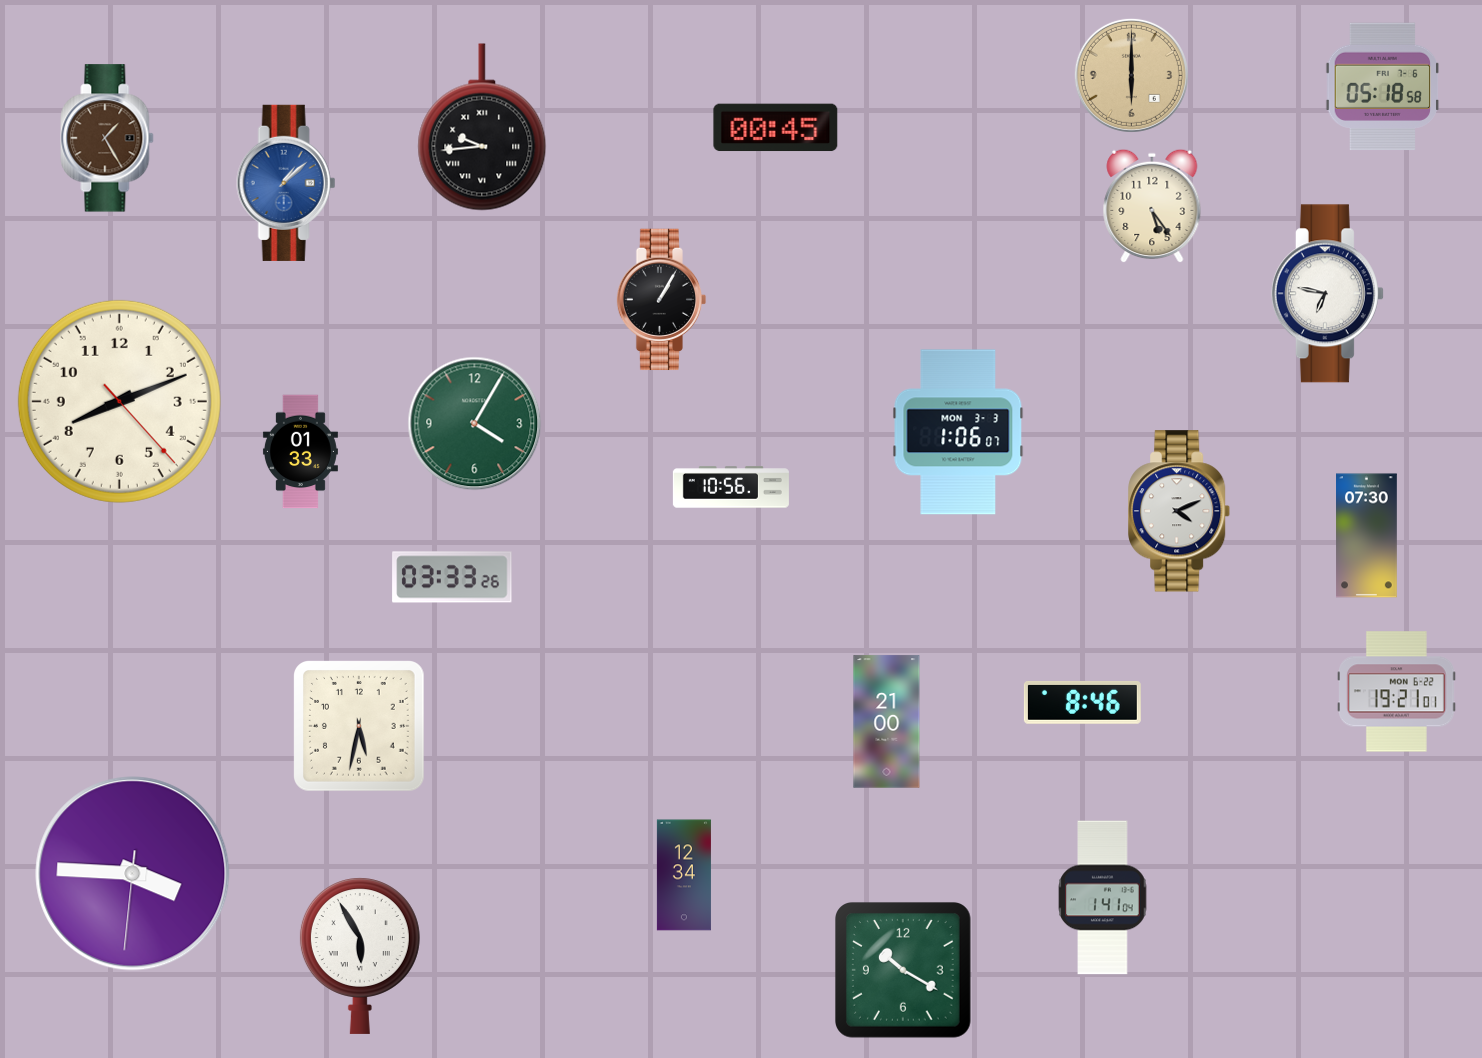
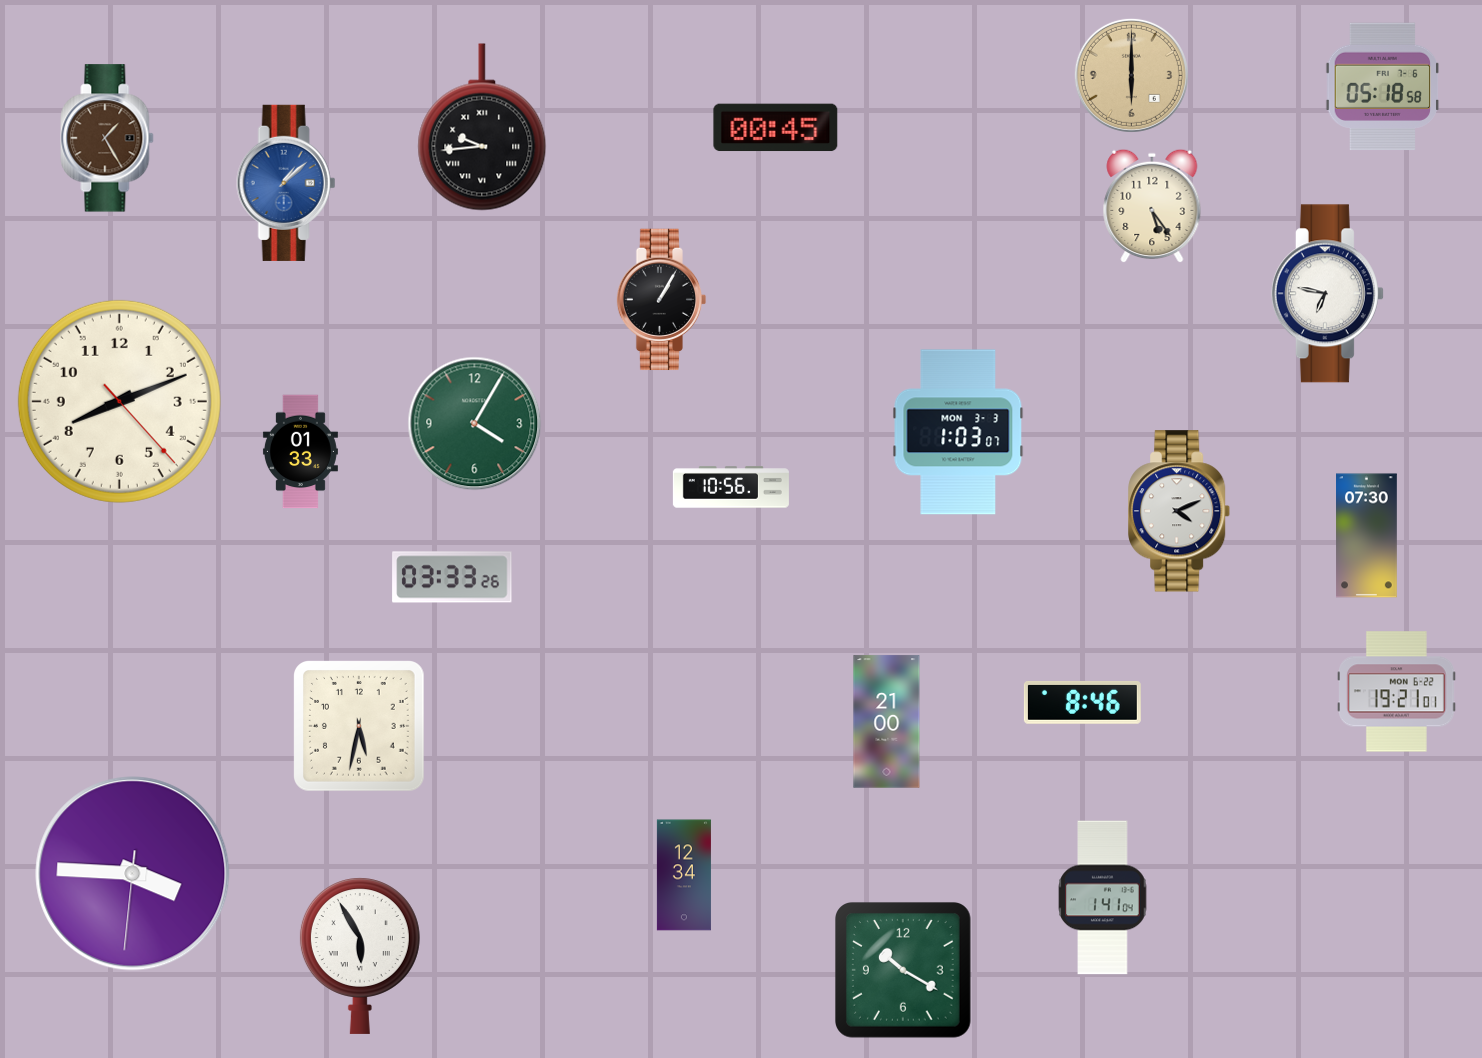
clock at (958, 432): 1:06 -> 1:03
